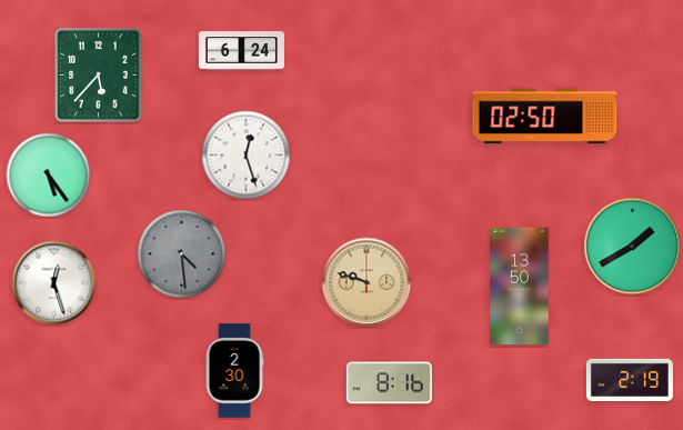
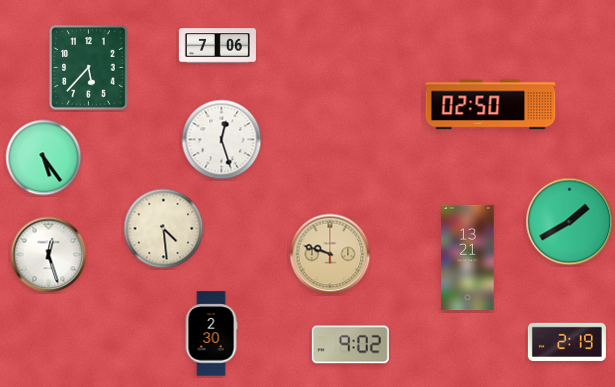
clock at (241, 51): 6:24 -> 7:06
clock at (182, 254) dial: grey -> cream
clock at (520, 287): 13:50 -> 13:21
clock at (389, 383): 8:16 -> 9:02
